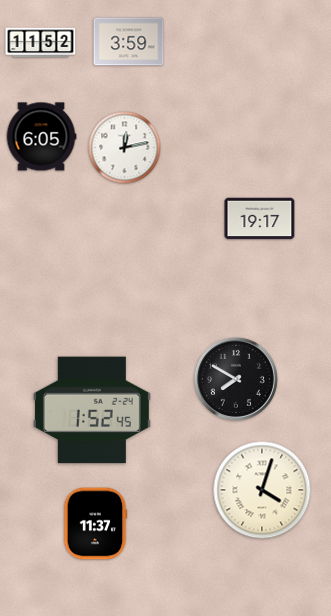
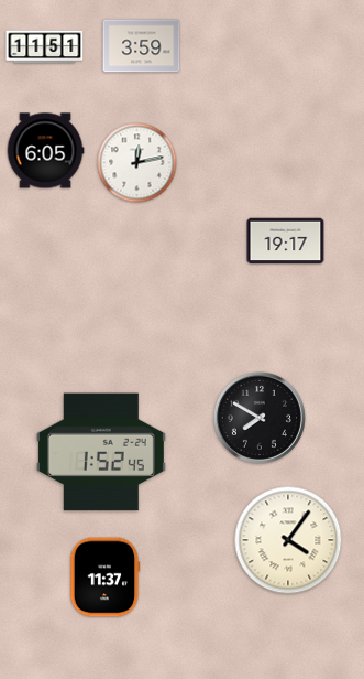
clock at (41, 43): 11:52 -> 11:51
clock at (262, 490): 4:03 -> 4:06
